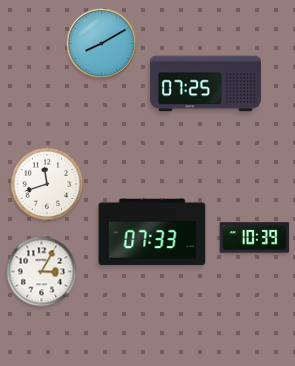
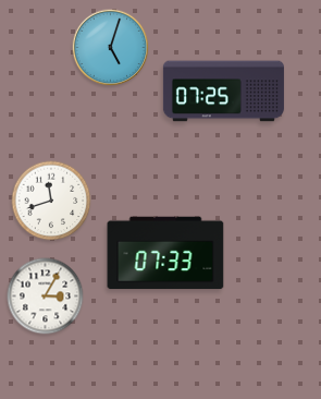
clock at (102, 44): 8:10 -> 5:03
clock at (255, 238): 10:39 -> none
